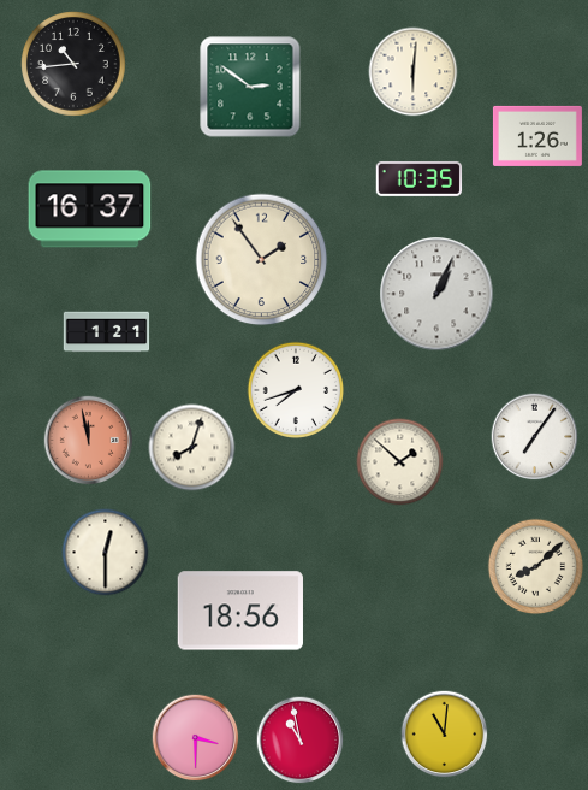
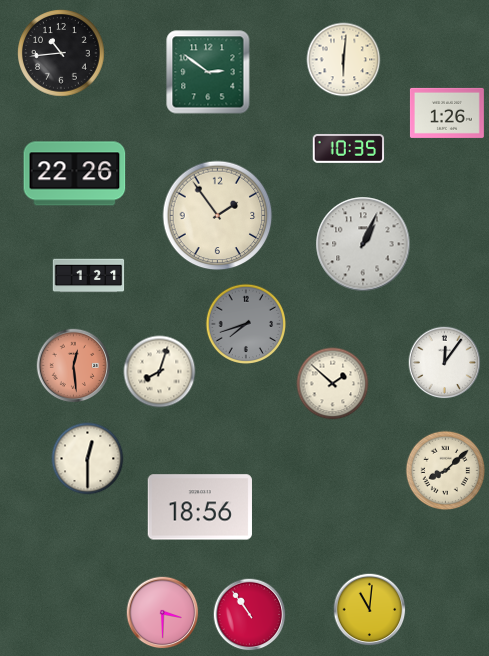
clock at (90, 210): 16:37 -> 22:26
clock at (296, 390) dial: white -> grey
clock at (535, 437): 7:06 -> 12:06
clock at (89, 441): 11:58 -> 12:29
clock at (301, 741): 10:58 -> 10:54
